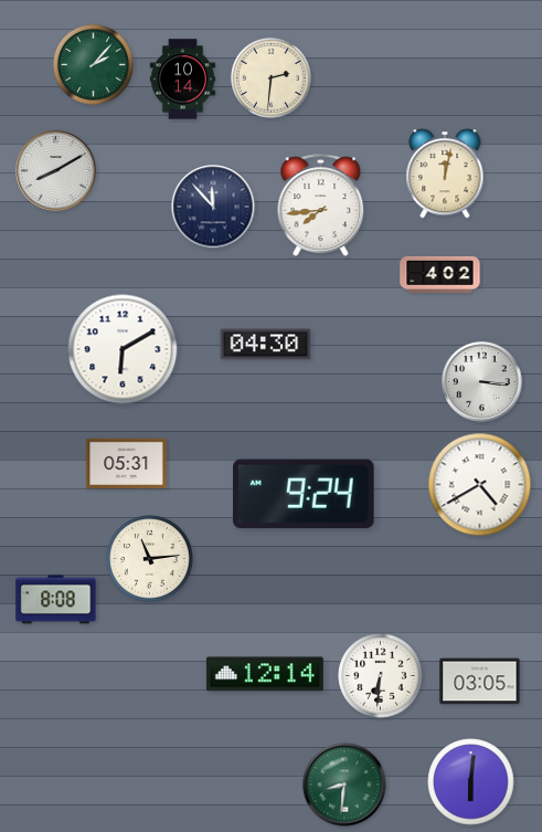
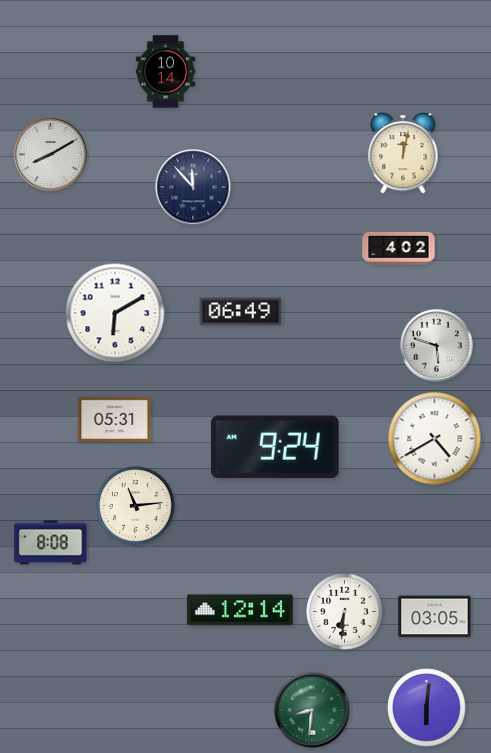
clock at (93, 64): 2:07 -> none
clock at (270, 77): 2:31 -> none
clock at (445, 173) position: (445, 173) -> (403, 153)
clock at (321, 204): 7:44 -> none
clock at (266, 345): 04:30 -> 06:49
clock at (123, 349) position: (123, 349) -> (115, 313)
clock at (482, 382): 3:16 -> 5:48
